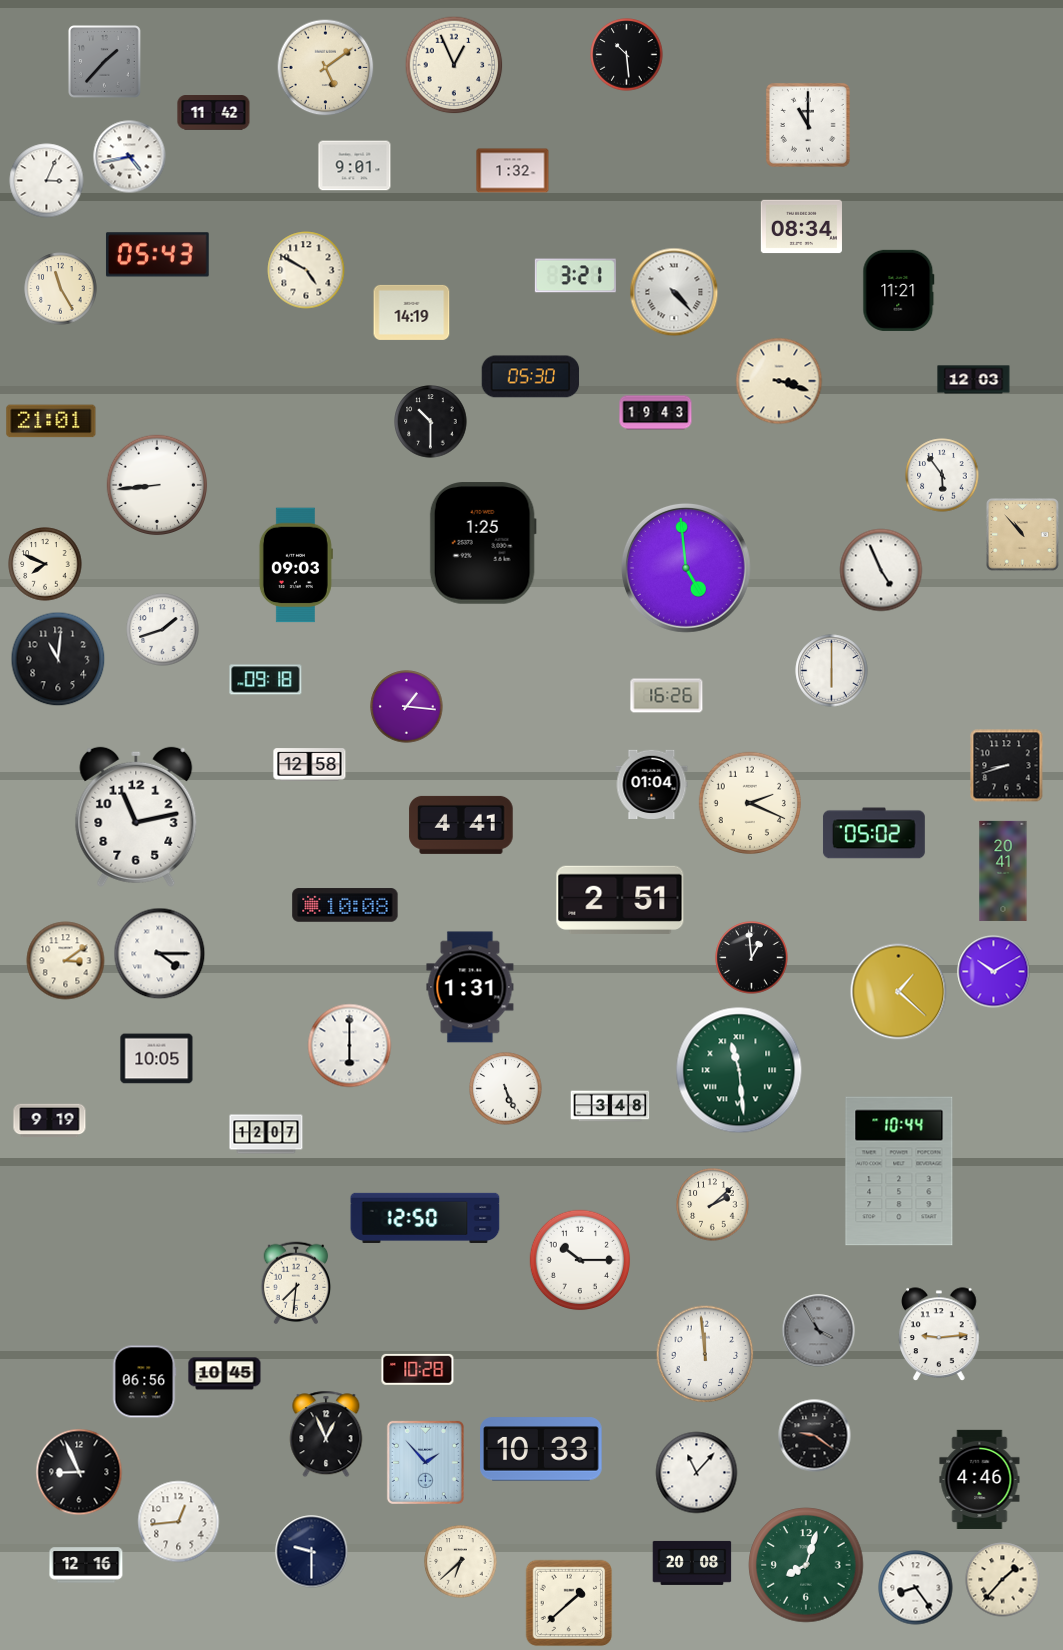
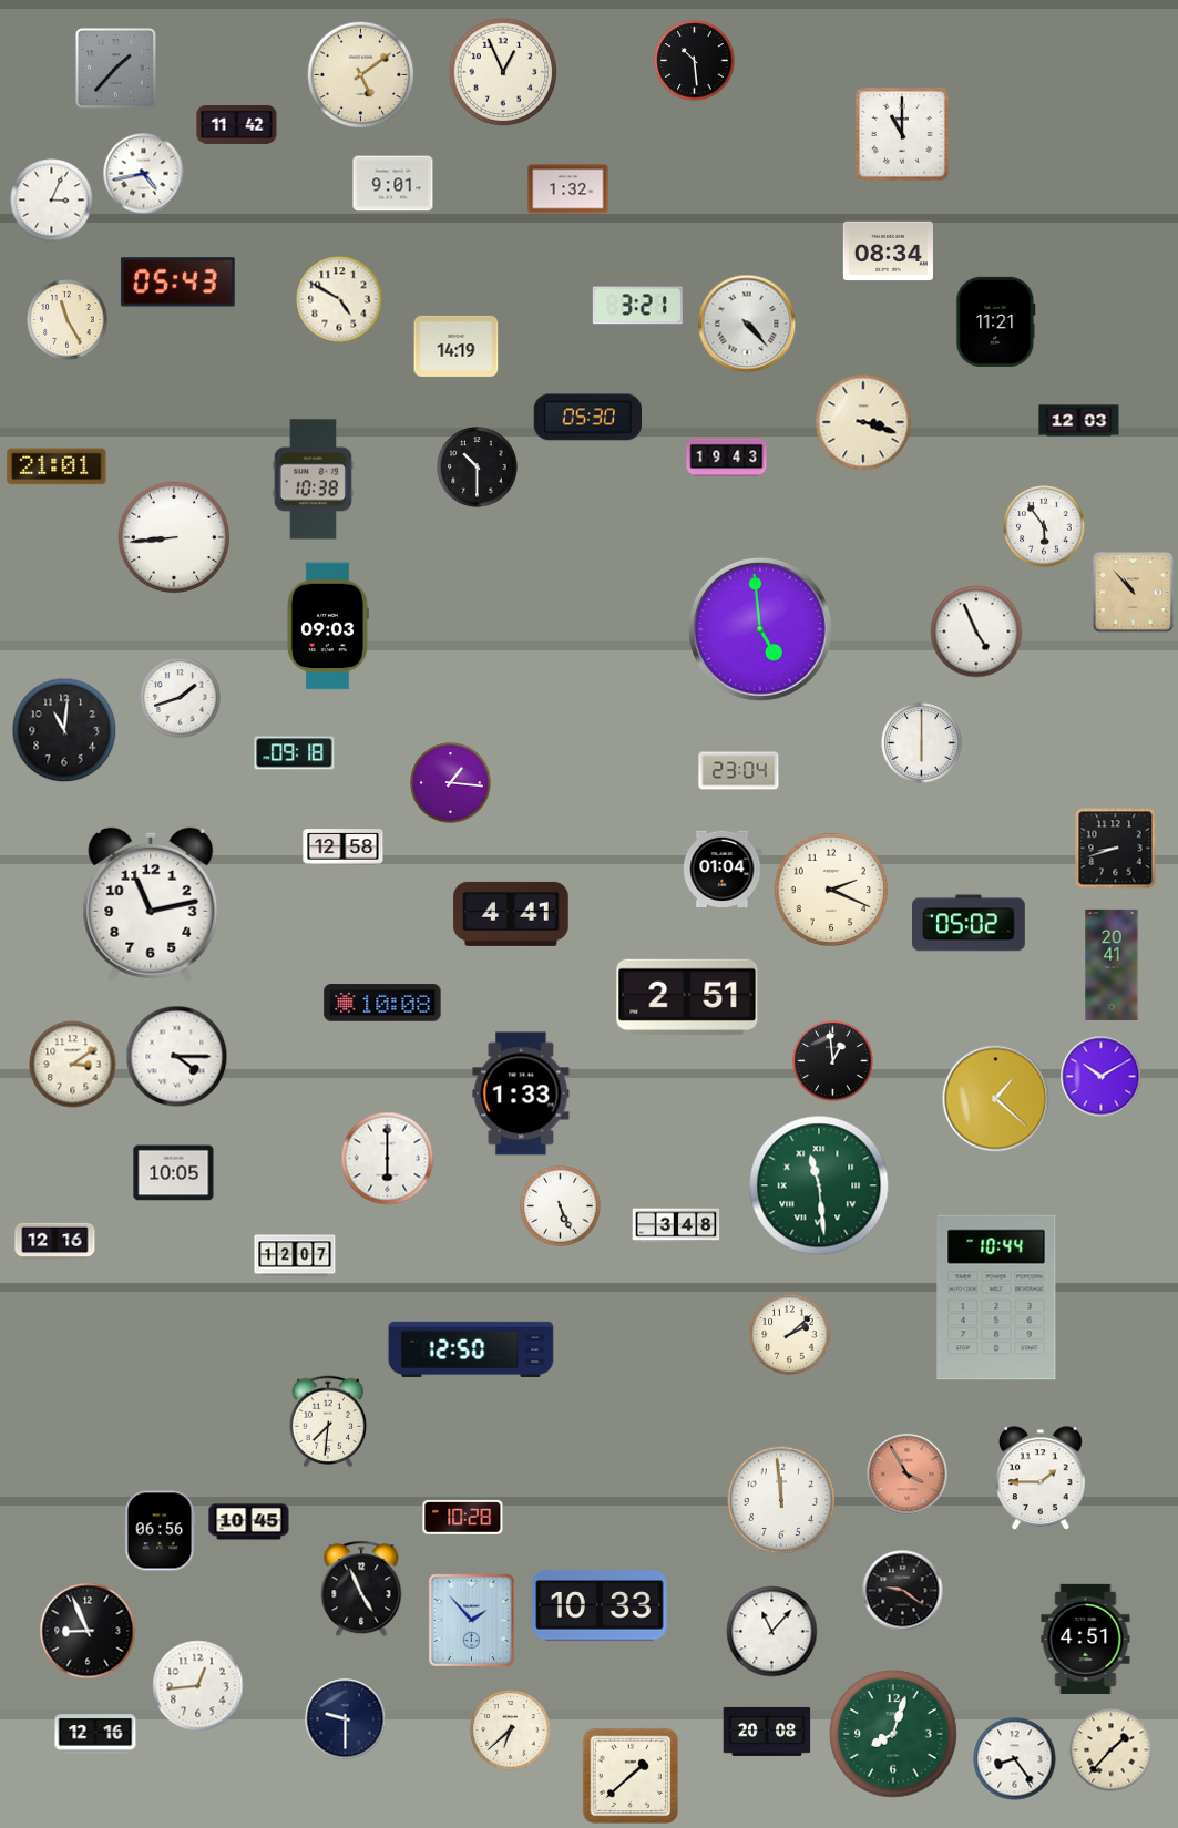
clock at (809, 126) position: (809, 126) -> (903, 135)
clock at (158, 255) position: (158, 255) -> (178, 283)
clock at (313, 480): none -> 10:38
clock at (483, 543): 1:25 -> none
clock at (45, 564): 7:49 -> none
clock at (667, 696): 16:26 -> 23:04
clock at (470, 987): 1:31 -> 1:33
clock at (50, 1121): 9:19 -> 12:16
clock at (580, 1260): 10:15 -> none
clock at (819, 1331) dial: grey -> salmon
clock at (939, 1334): 9:14 -> 1:45
clock at (326, 1434): 12:56 -> 4:56
clock at (980, 1479): 4:46 -> 4:51
